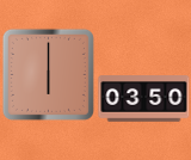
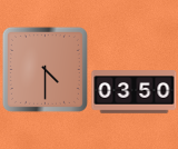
clock at (48, 74): 6:00 -> 4:30
